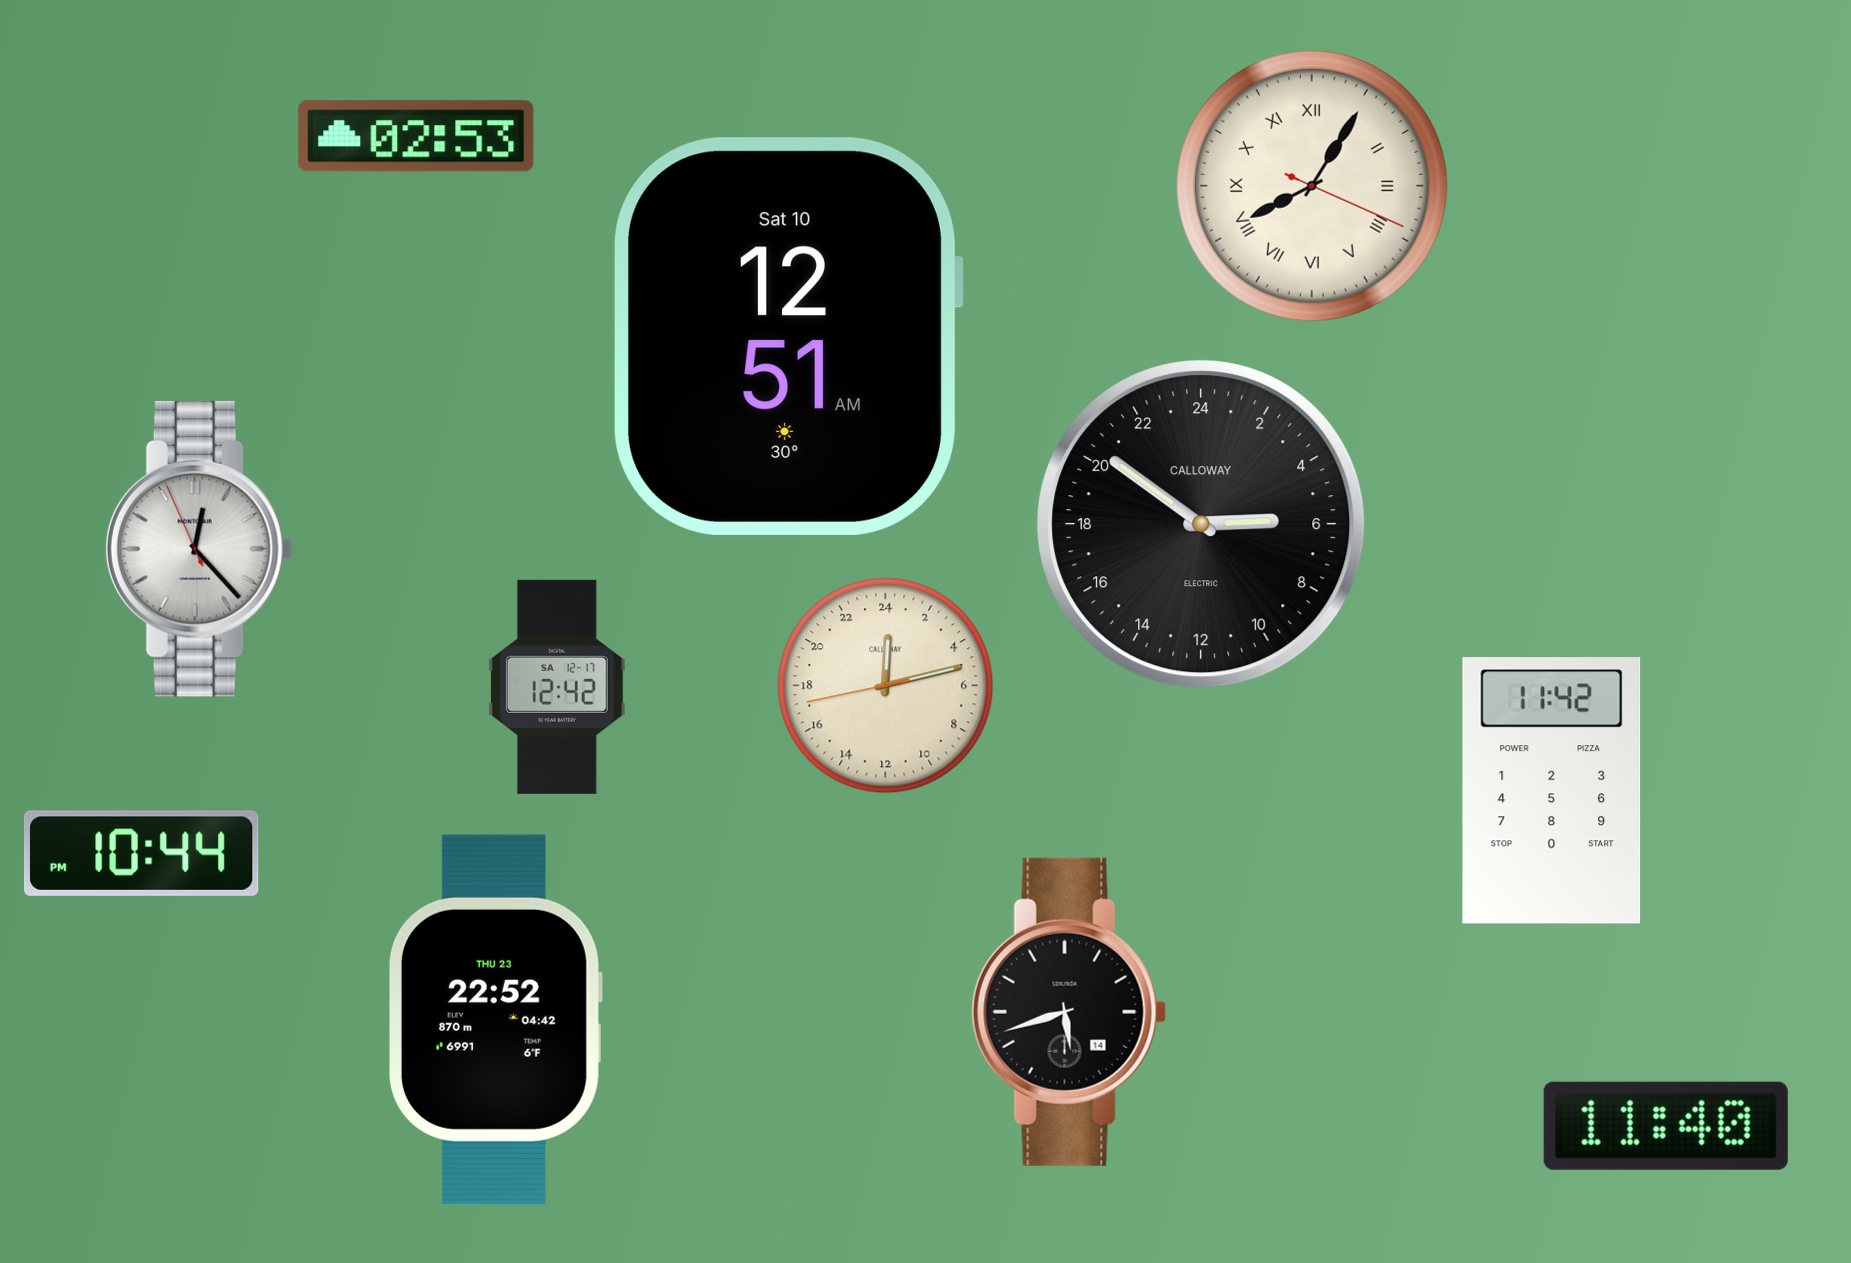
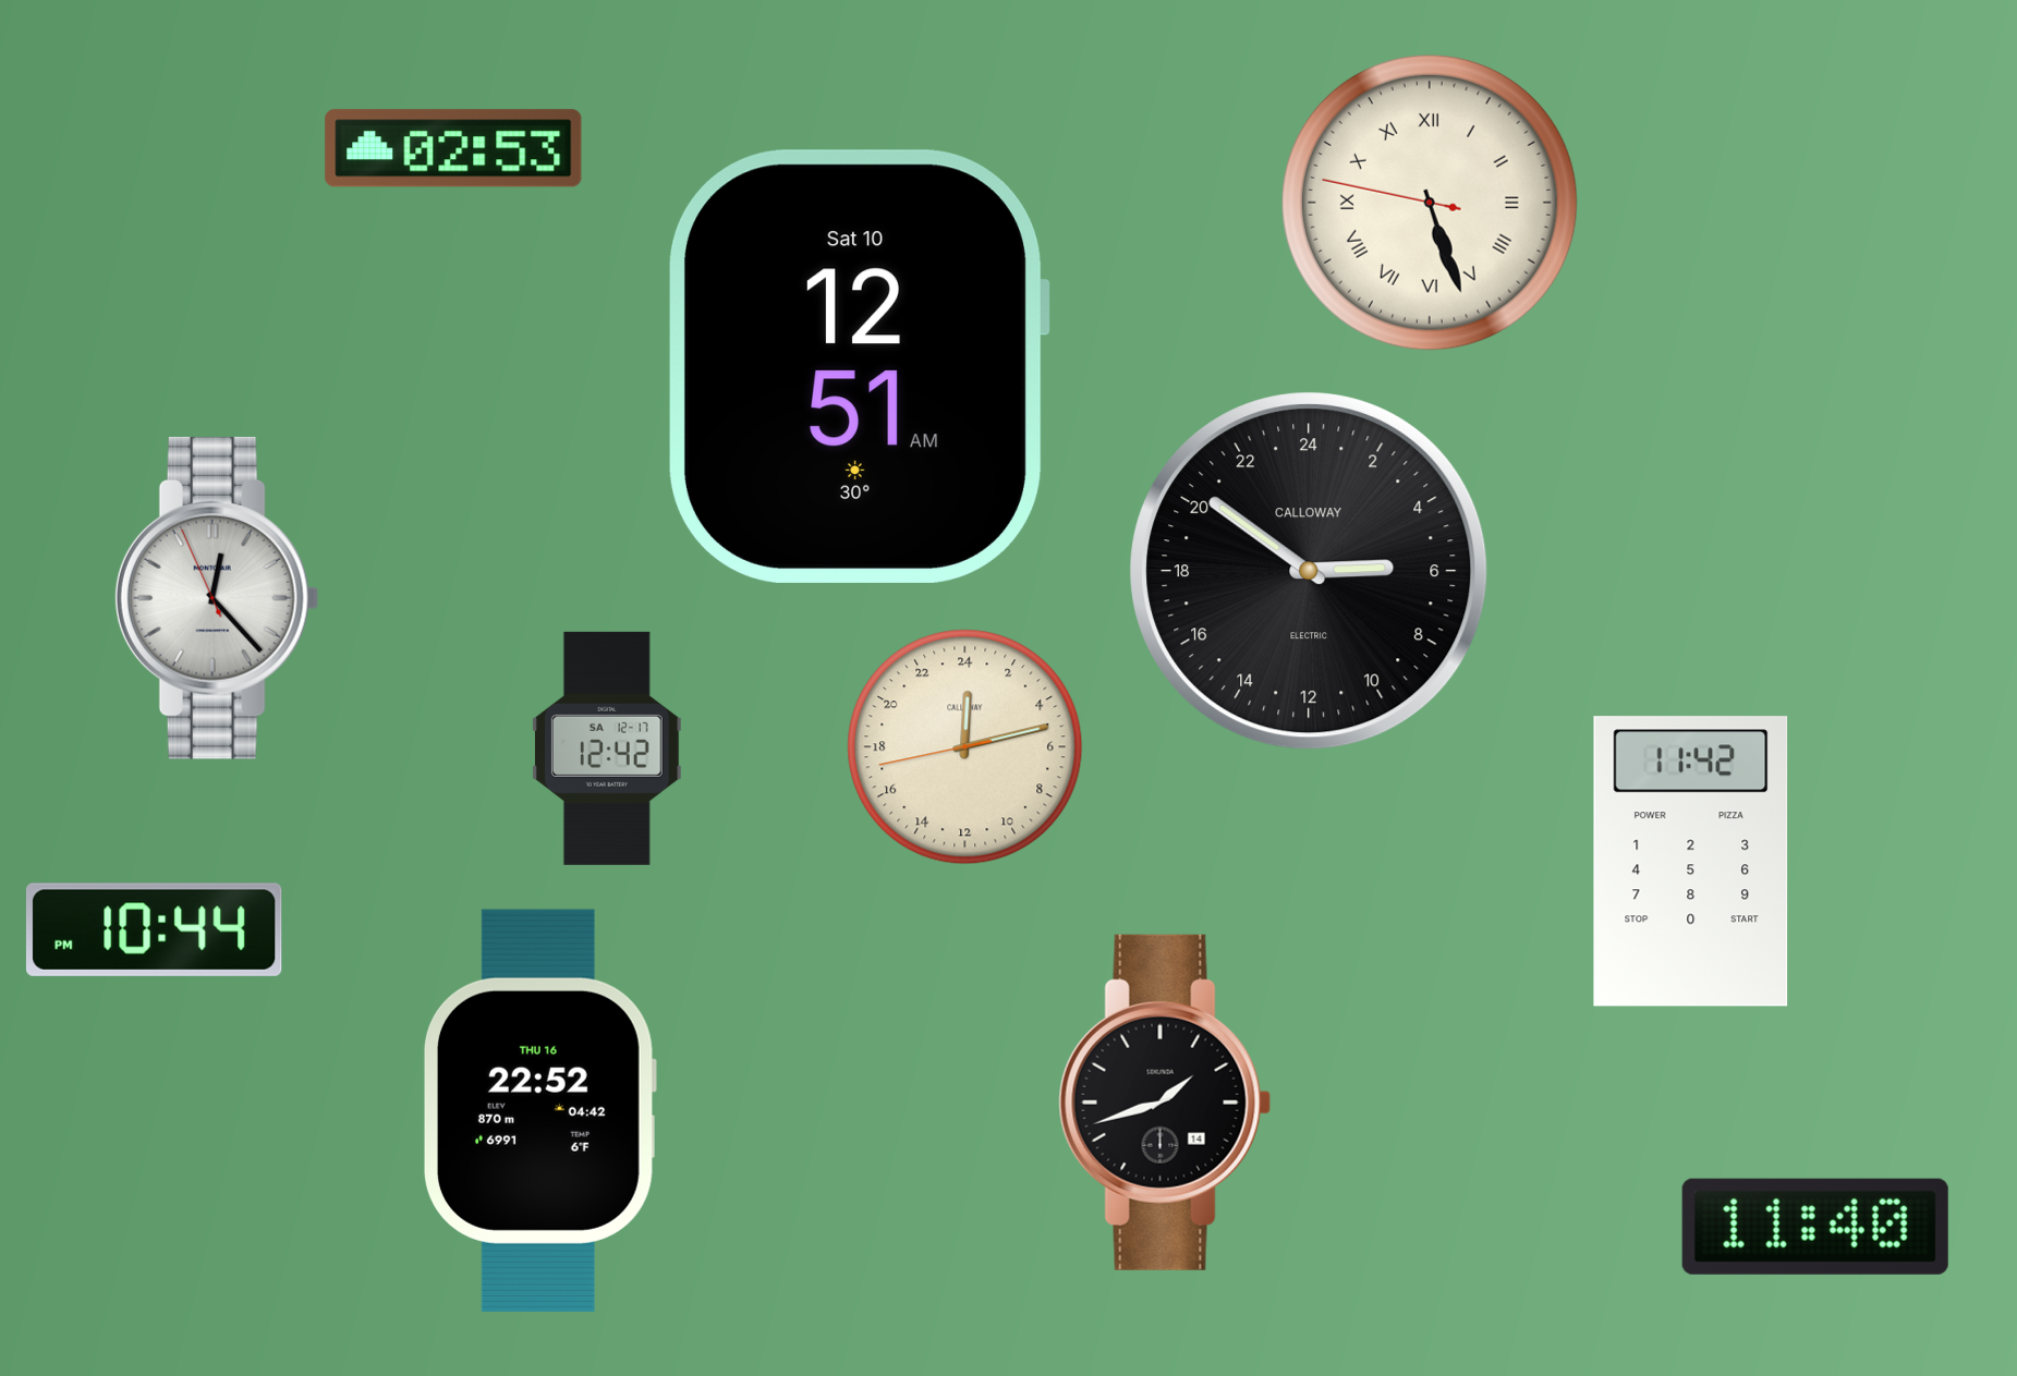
clock at (1312, 186): 8:05 -> 5:26
clock at (1069, 1012): 5:42 -> 1:42
clock at (495, 1019) date: THU 23 -> THU 16
